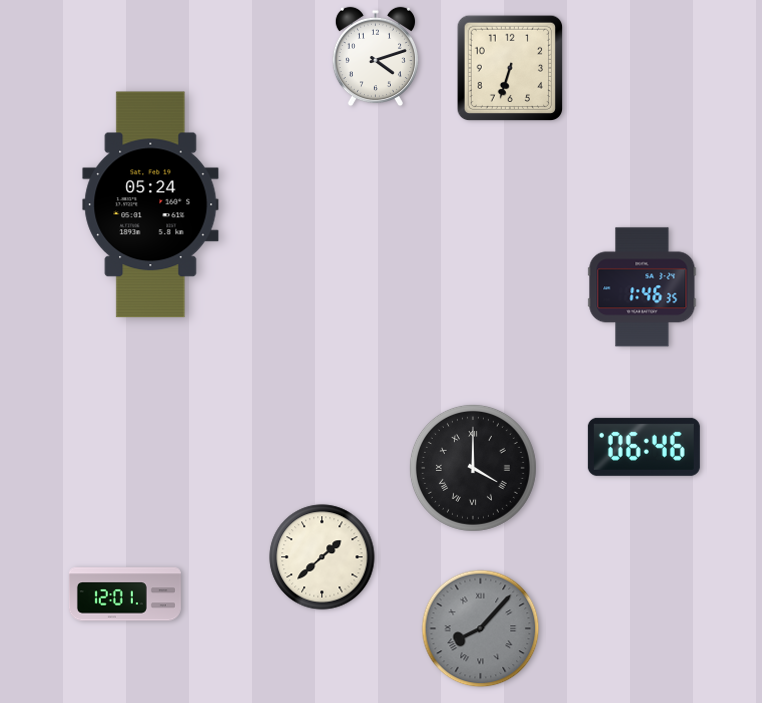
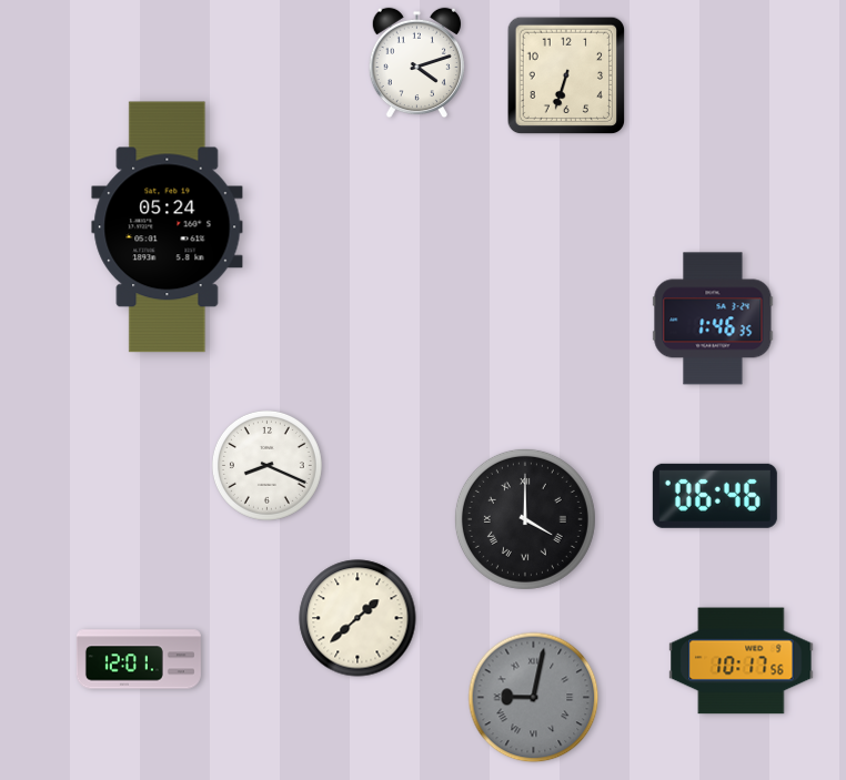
clock at (266, 465): none -> 8:19
clock at (742, 661): none -> 10:17
clock at (481, 629): 8:07 -> 9:02
